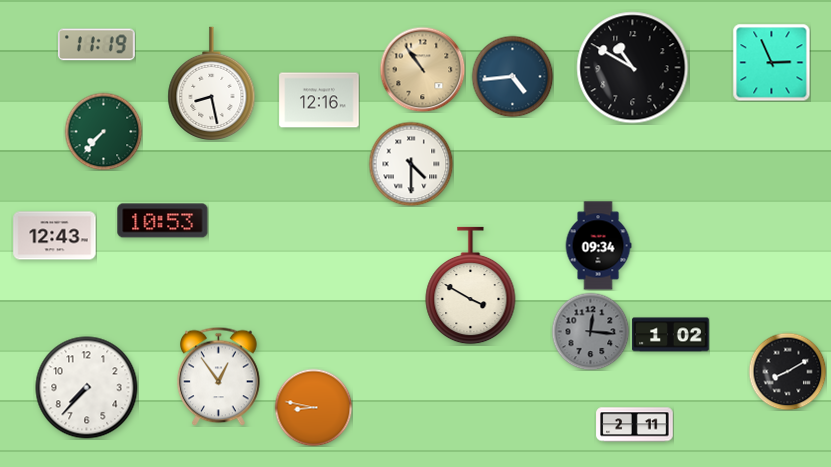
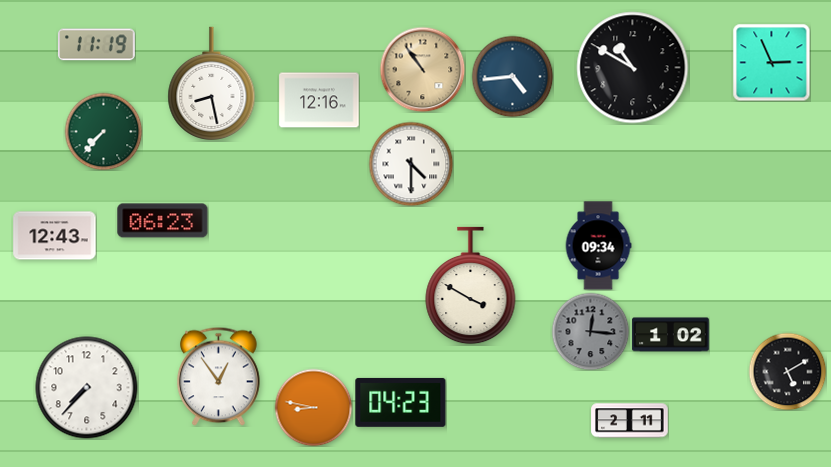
clock at (163, 221): 10:53 -> 06:23
clock at (787, 371): 8:10 -> 5:10
clock at (401, 402): none -> 04:23
clock at (635, 425) position: (635, 425) -> (630, 421)
